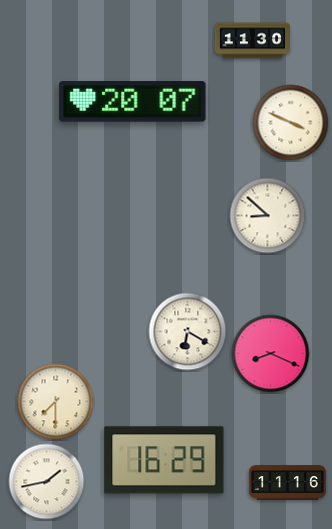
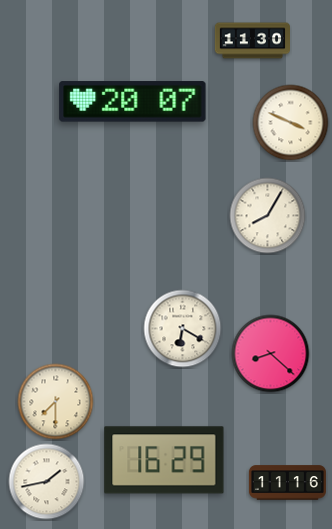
clock at (268, 216): 8:52 -> 8:05
clock at (188, 332) position: (188, 332) -> (183, 329)
clock at (271, 354): 8:19 -> 8:22
